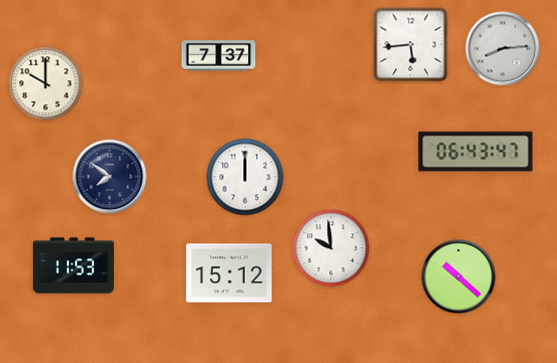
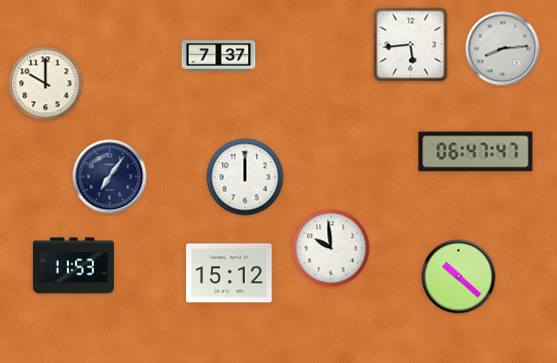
clock at (476, 152): 06:43 -> 06:47
clock at (110, 177): 7:51 -> 7:06
